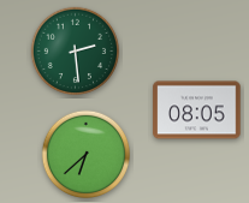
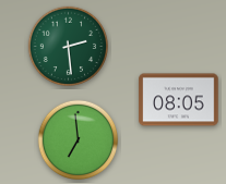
clock at (87, 155): 6:38 -> 6:59
